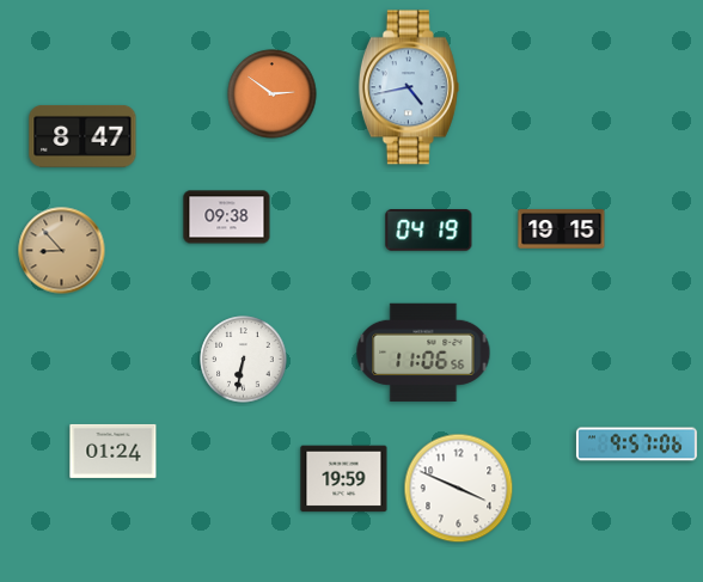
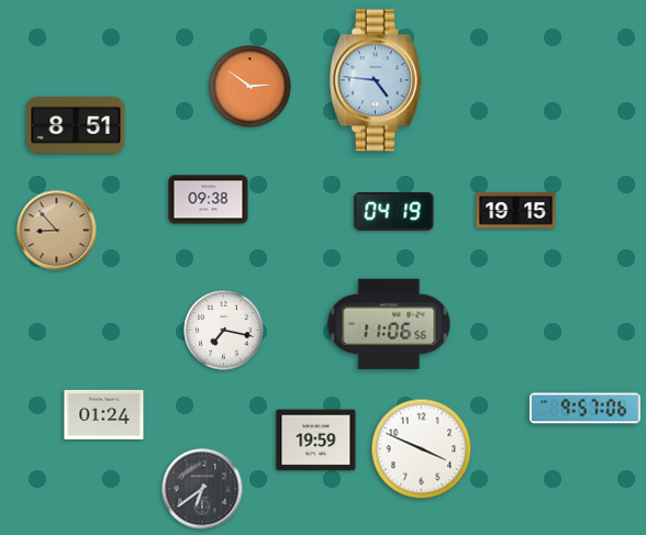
clock at (409, 87): 4:43 -> 4:46
clock at (82, 136): 8:47 -> 8:51
clock at (244, 360): 6:32 -> 7:17
clock at (202, 489): none -> 6:39
